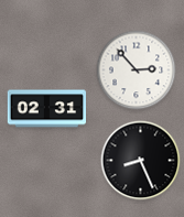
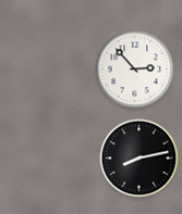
clock at (47, 109): 02:31 -> none
clock at (141, 161): 8:26 -> 8:13
